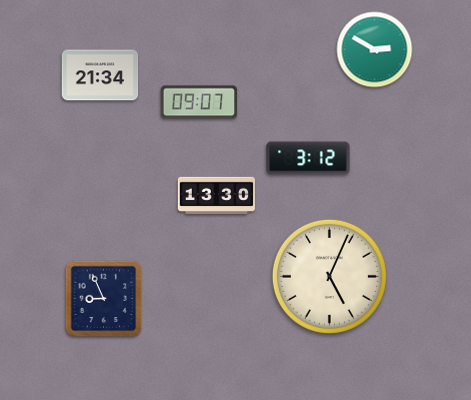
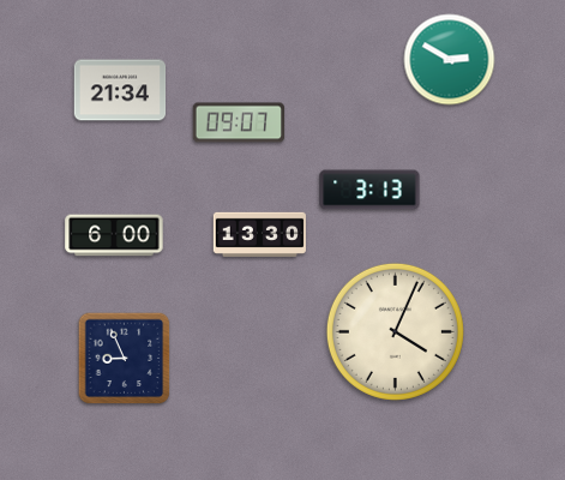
clock at (308, 158): 3:12 -> 3:13
clock at (114, 235): none -> 6:00
clock at (329, 276): 5:04 -> 4:04
